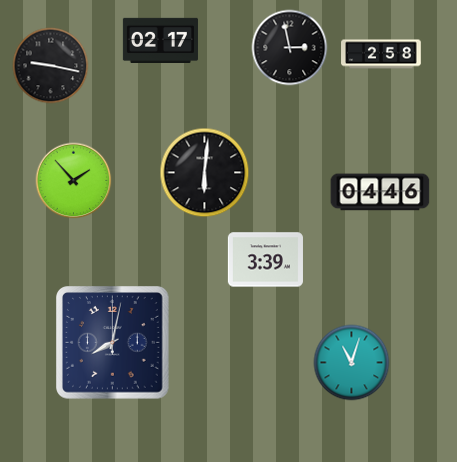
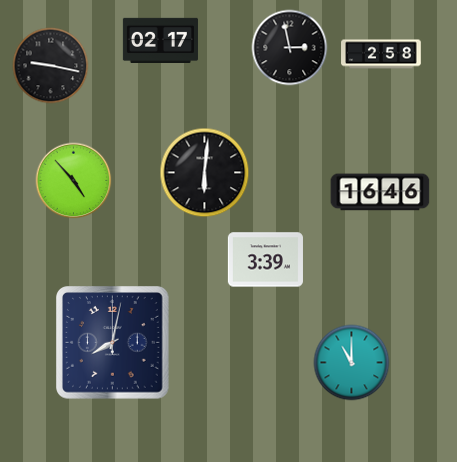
clock at (74, 181): 1:53 -> 4:53
clock at (380, 192): 04:46 -> 16:46
clock at (352, 363): 11:03 -> 11:00
